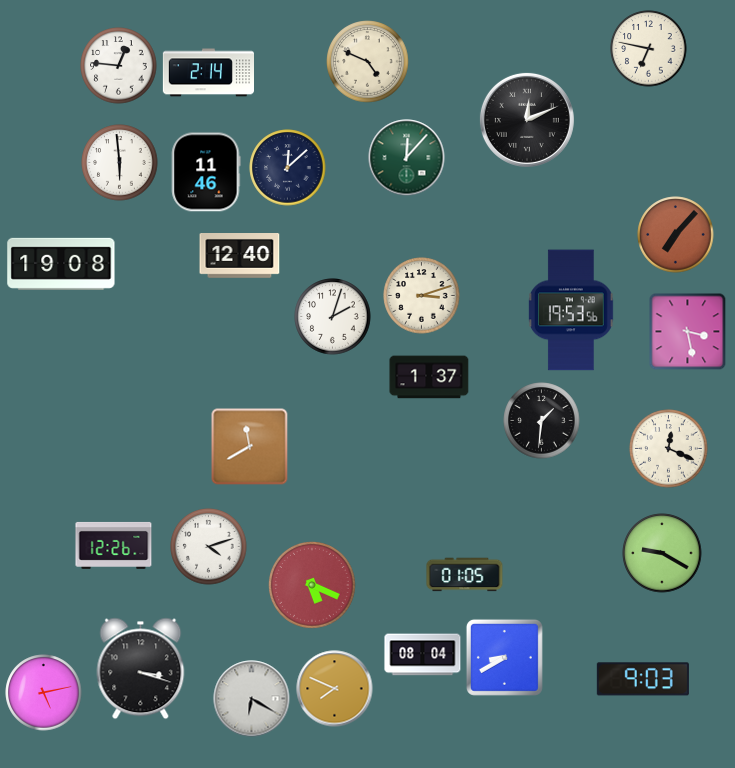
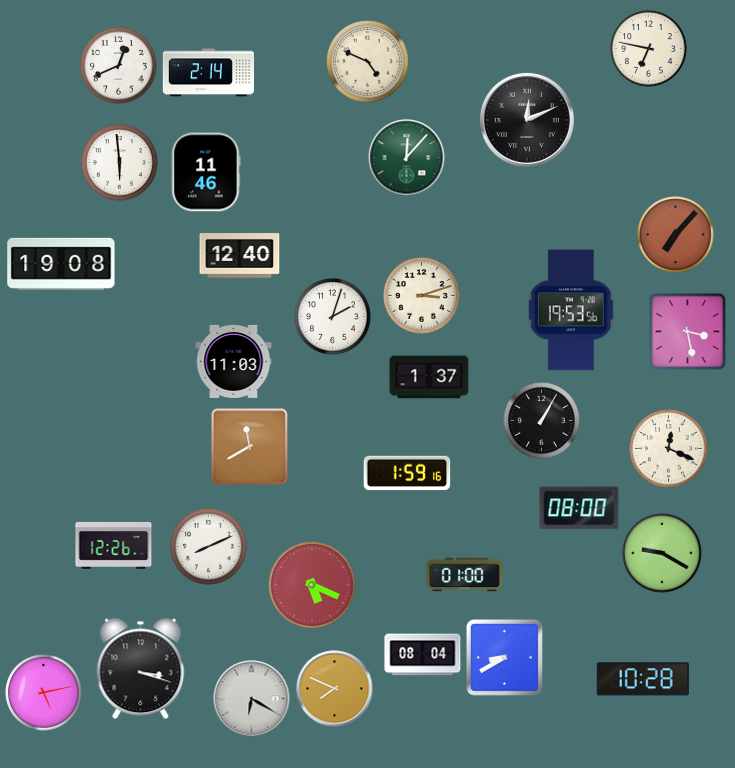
clock at (119, 66): 12:46 -> 12:41
clock at (288, 168): 12:08 -> none
clock at (234, 361): none -> 11:03
clock at (542, 421): 1:31 -> 1:05
clock at (407, 473): none -> 1:59
clock at (579, 508): none -> 08:00
clock at (209, 547): 4:12 -> 8:11
clock at (465, 575): 01:05 -> 01:00
clock at (643, 679): 9:03 -> 10:28
